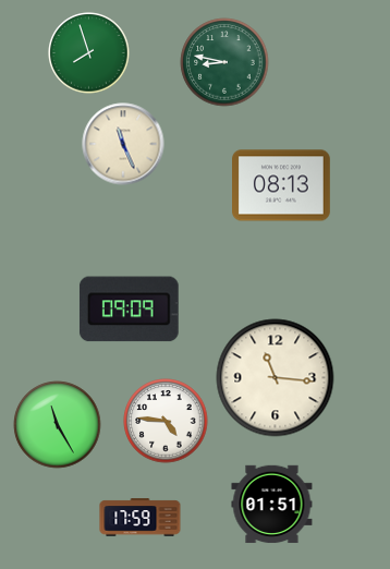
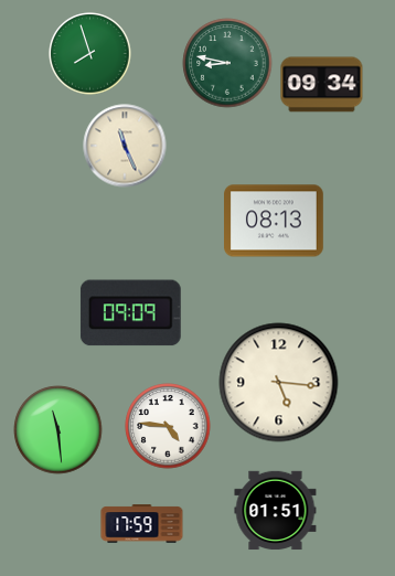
clock at (322, 85): none -> 09:34
clock at (282, 185) position: (282, 185) -> (275, 221)
clock at (276, 378): 11:16 -> 5:16
clock at (58, 425): 11:25 -> 11:29
